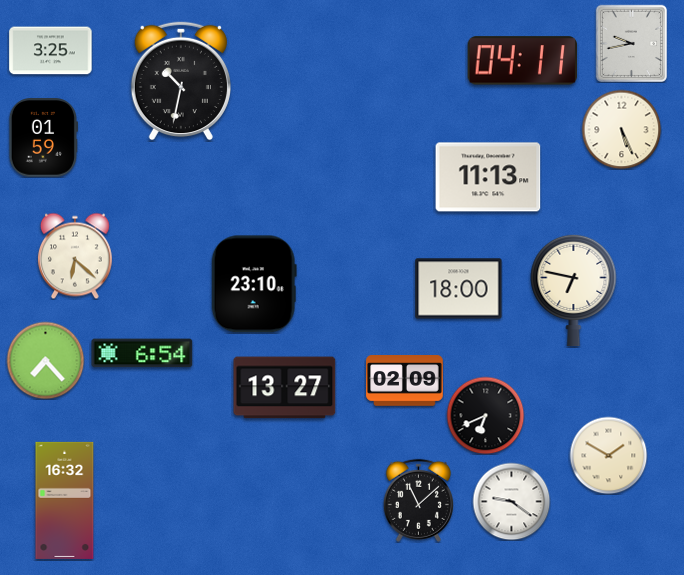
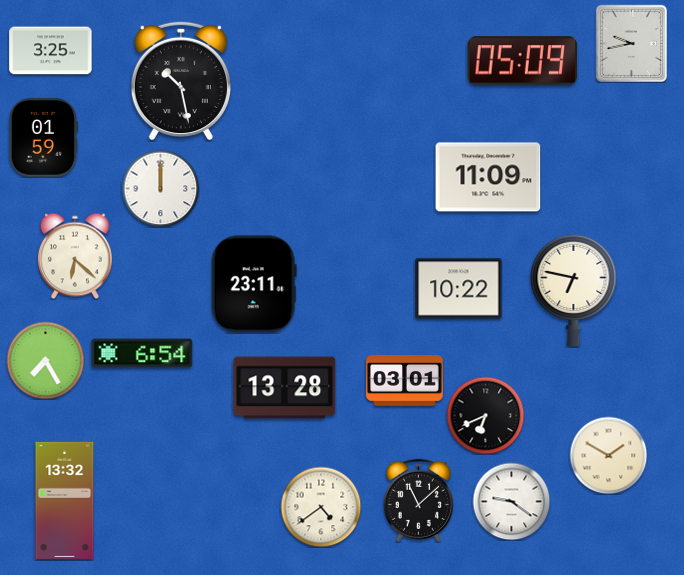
clock at (523, 61): 04:11 -> 05:09
clock at (181, 81): 10:32 -> 10:28
clock at (621, 129): 5:26 -> none
clock at (488, 177): 11:13 -> 11:09
clock at (160, 188): none -> 12:00
clock at (254, 284): 23:10 -> 23:11
clock at (459, 289): 18:00 -> 10:22
clock at (45, 360): 7:23 -> 7:25
clock at (405, 381): 02:09 -> 03:01
clock at (285, 388): 13:27 -> 13:28
clock at (65, 500): 16:32 -> 13:32
clock at (321, 507): none -> 4:39
